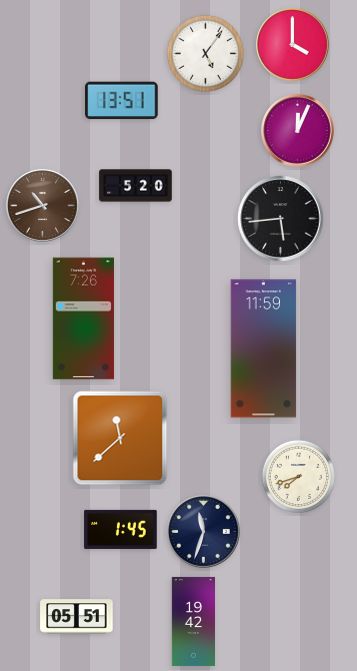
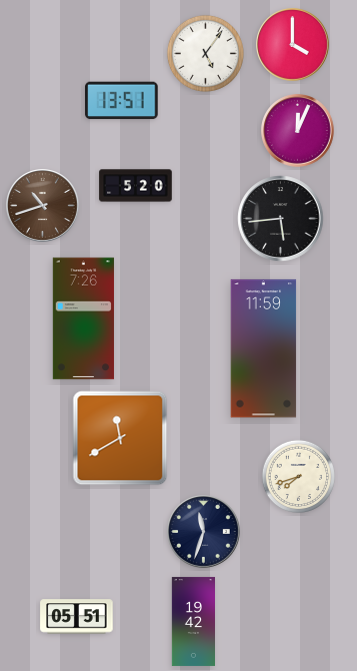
clock at (120, 438): 11:38 -> 11:40
clock at (121, 529): 1:45 -> none
